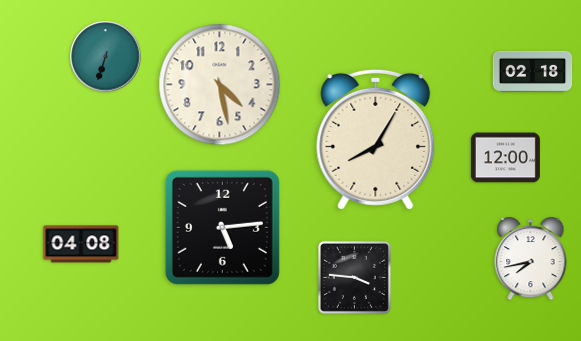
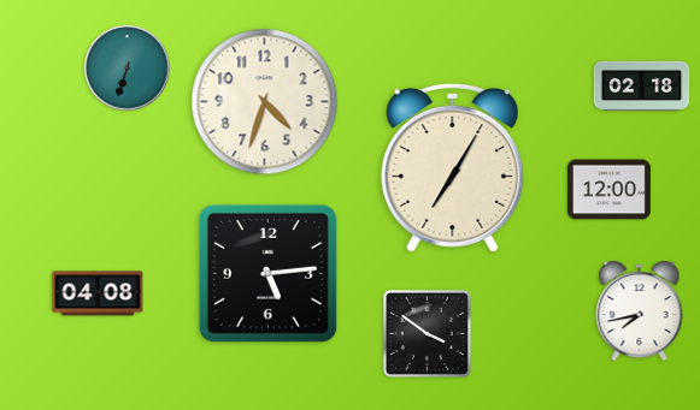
clock at (220, 85): 4:28 -> 4:33
clock at (376, 139): 8:05 -> 7:05
clock at (354, 277): 3:46 -> 3:51
